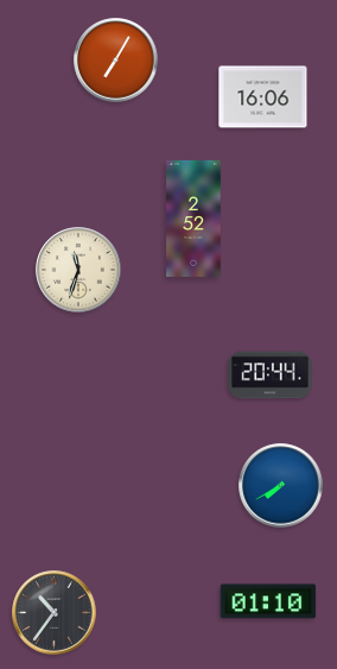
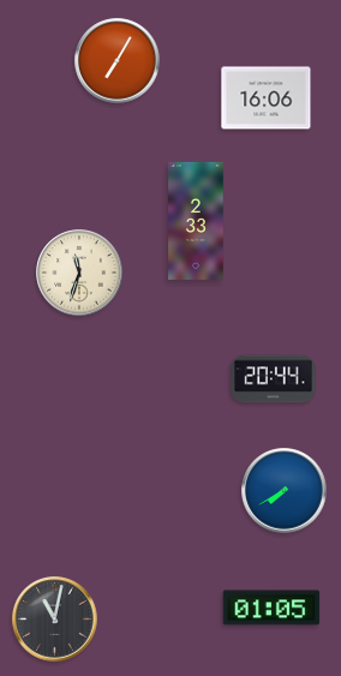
clock at (193, 219): 2:52 -> 2:33
clock at (268, 601): 01:10 -> 01:05
clock at (55, 613): 10:36 -> 11:02
